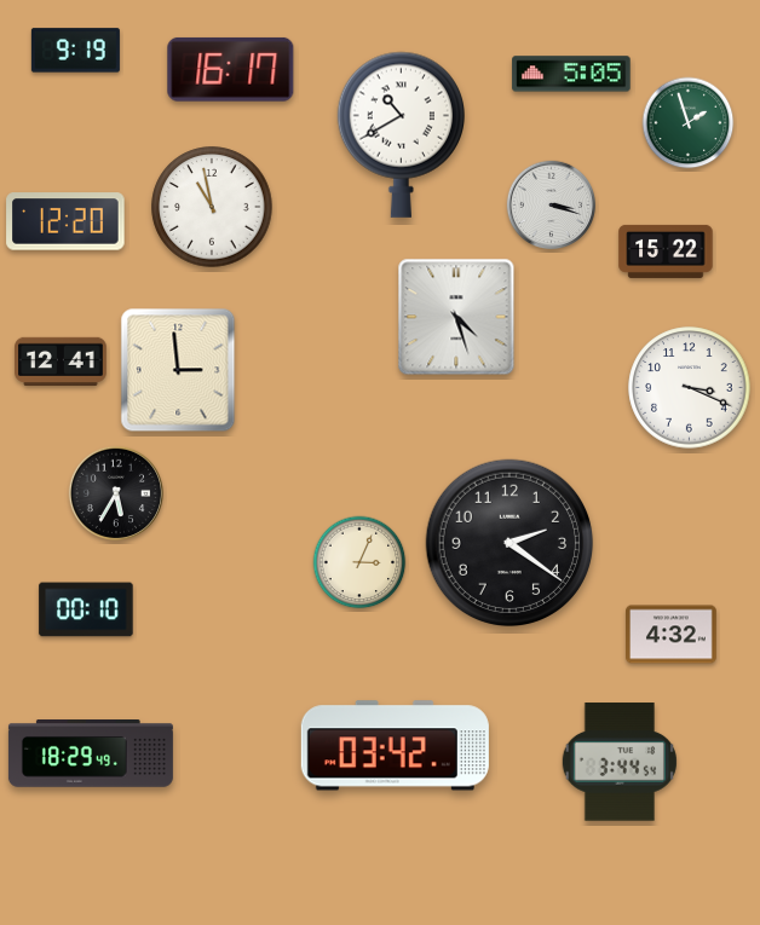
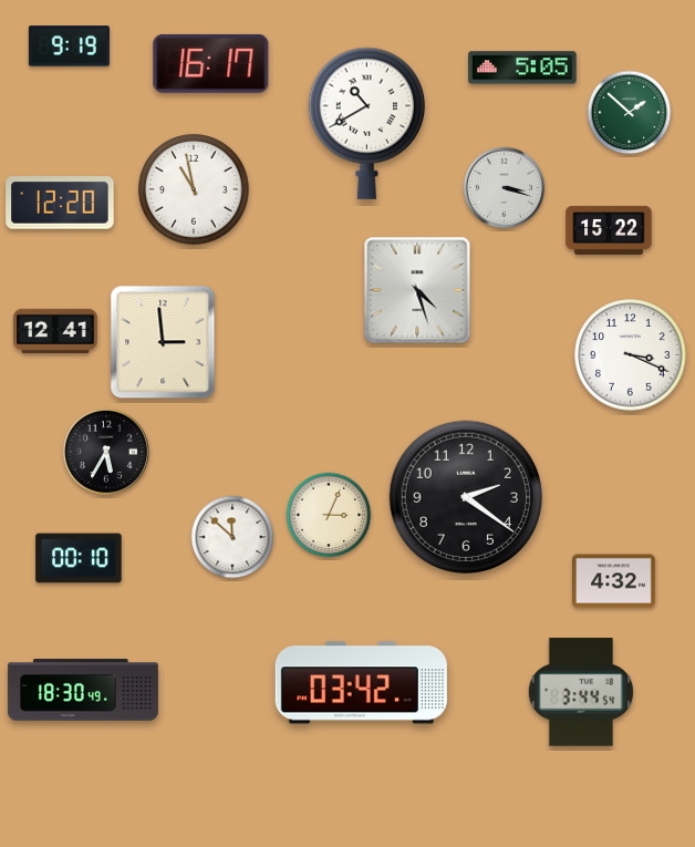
clock at (689, 123): 1:57 -> 1:52
clock at (178, 370) position: (178, 370) -> (163, 342)
clock at (232, 537): none -> 11:52
clock at (91, 755): 18:29 -> 18:30
clock at (620, 762) position: (620, 762) -> (581, 692)
